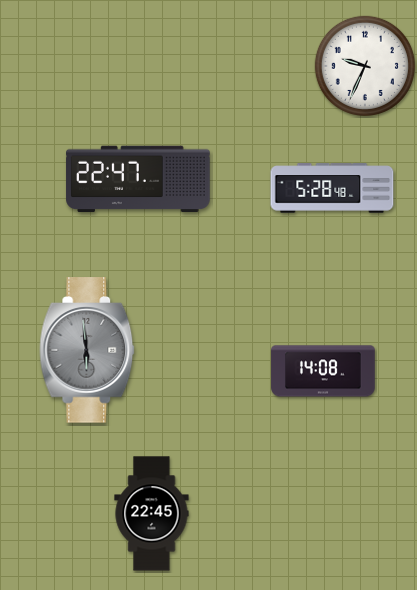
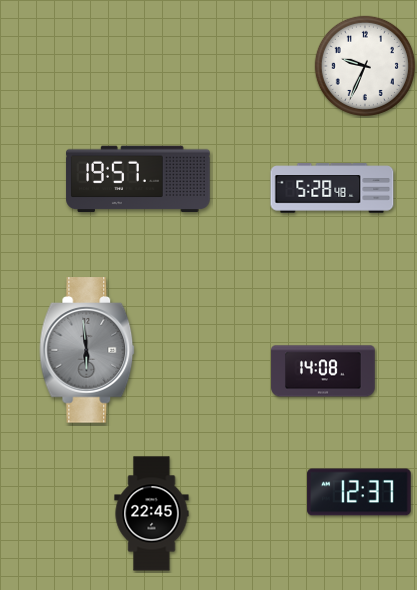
clock at (138, 179): 22:47 -> 19:57
clock at (359, 492): none -> 12:37
